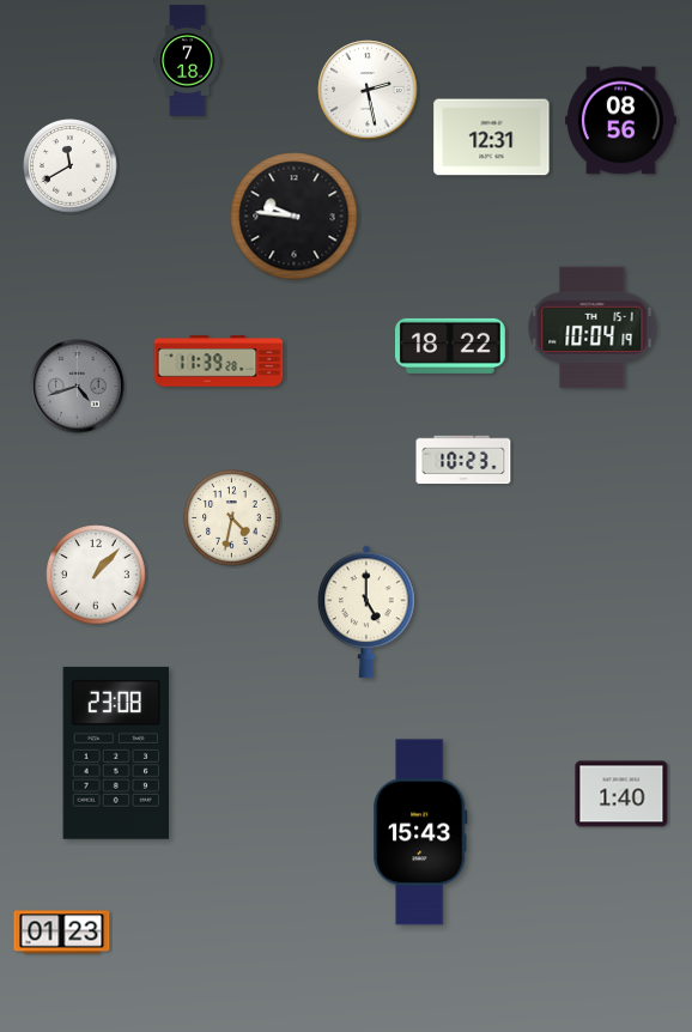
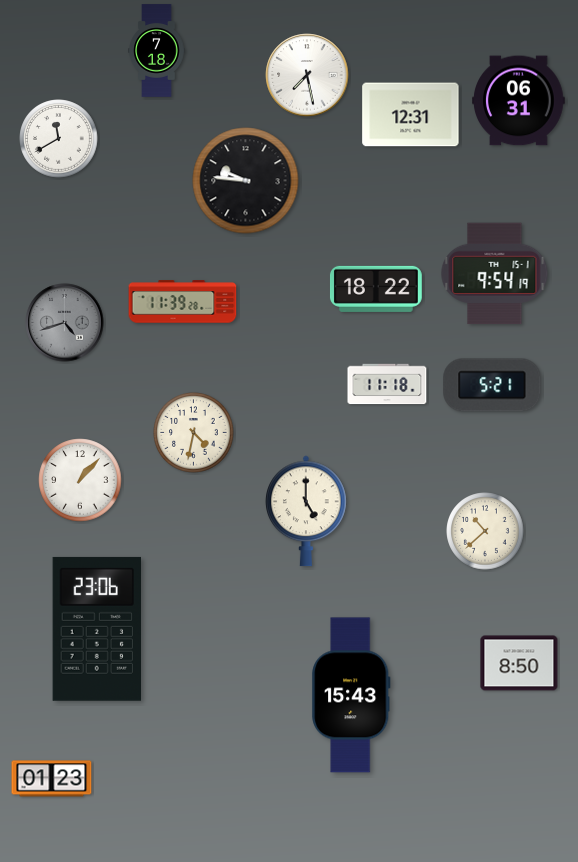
clock at (368, 90): 2:28 -> 7:28
clock at (621, 121): 08:56 -> 06:31
clock at (593, 328): 10:04 -> 9:54
clock at (463, 460): 10:23 -> 11:18
clock at (492, 385): none -> 5:21
clock at (485, 531): none -> 10:38
clock at (115, 753): 23:08 -> 23:06
clock at (621, 794): 1:40 -> 8:50
